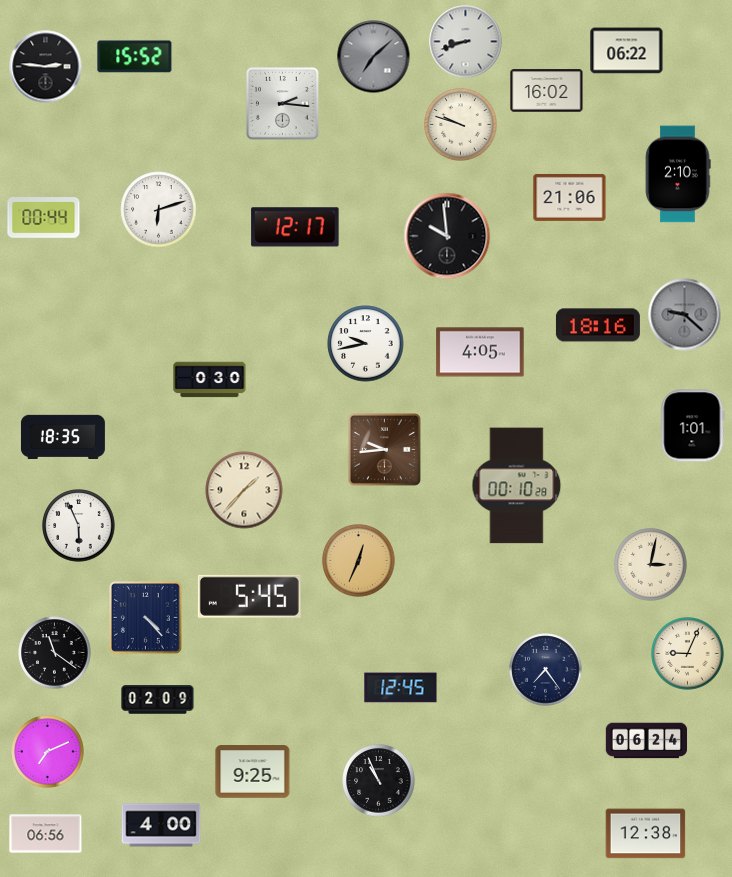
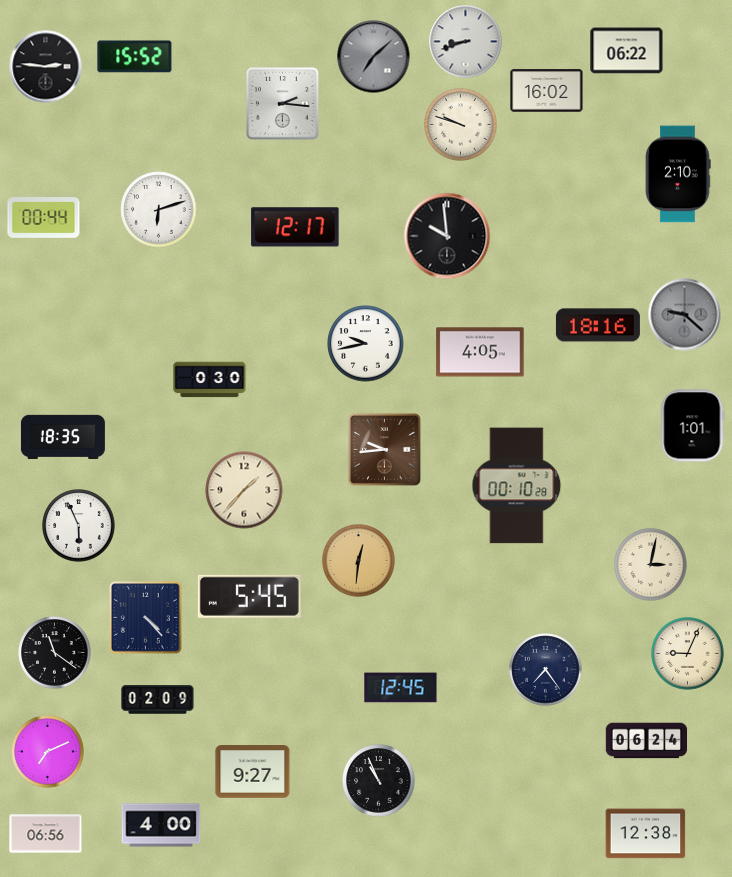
clock at (570, 197): 21:06 -> none
clock at (359, 561): 12:34 -> 12:31
clock at (253, 772): 9:25 -> 9:27
